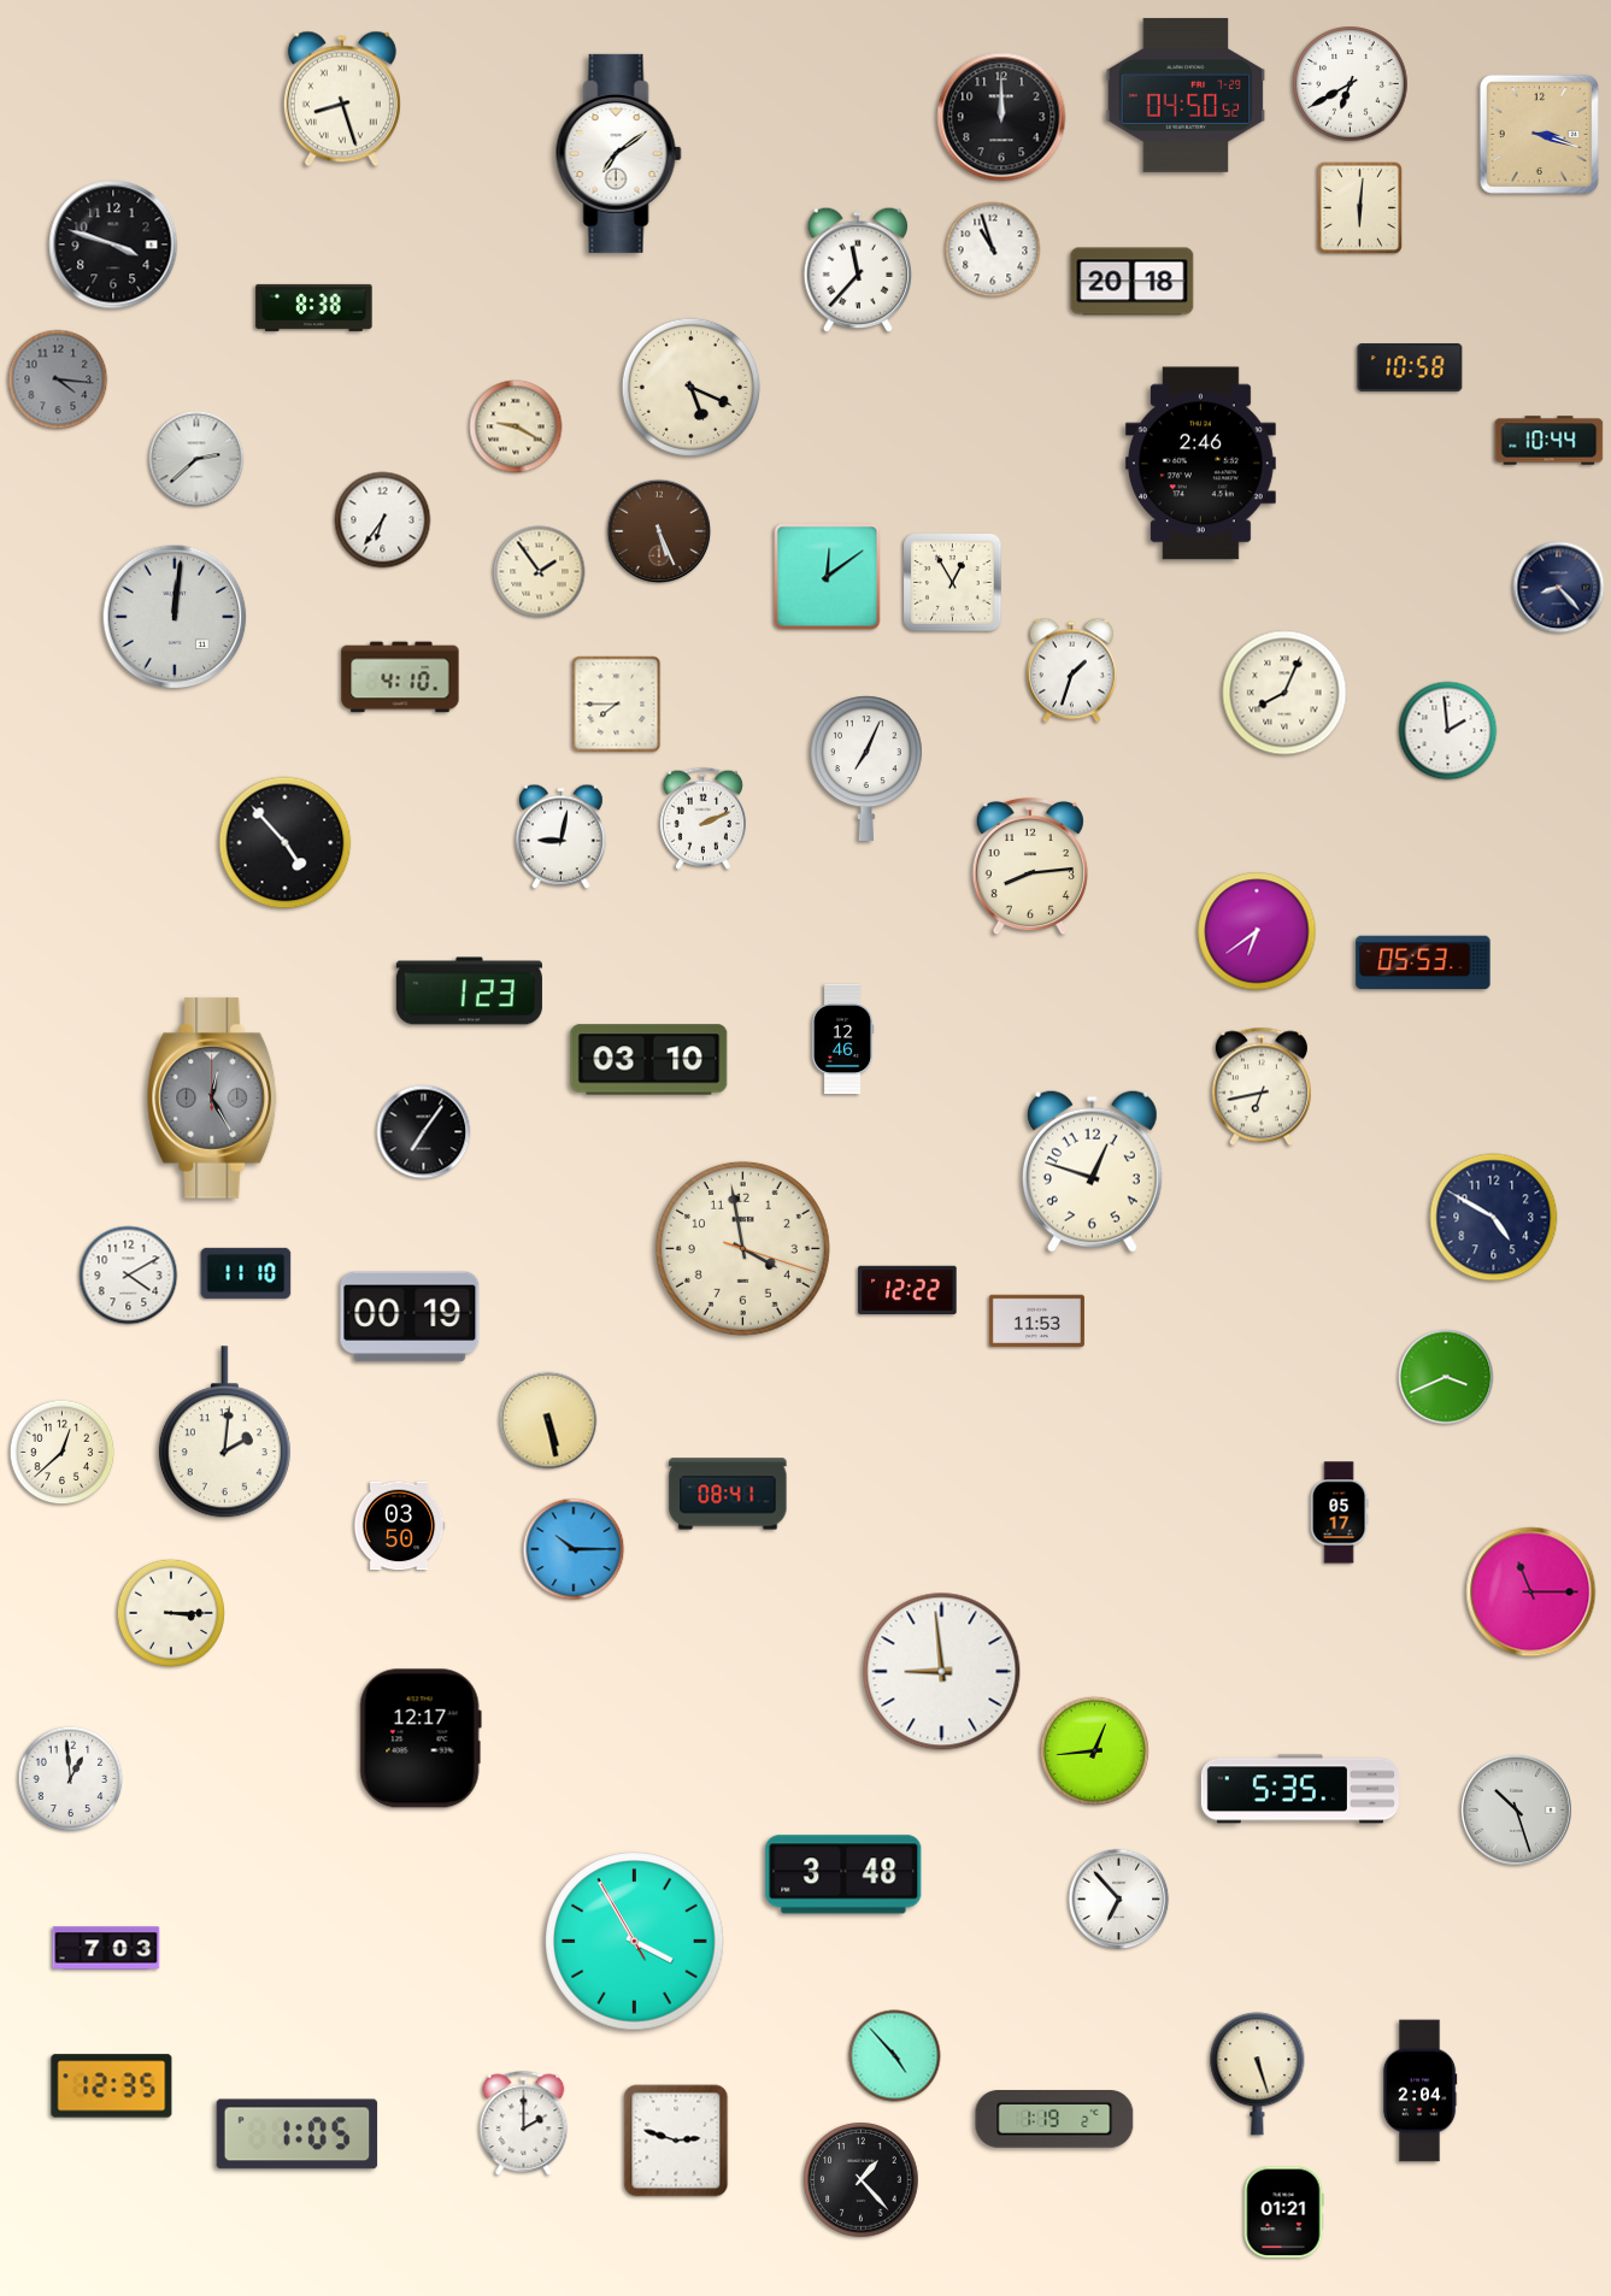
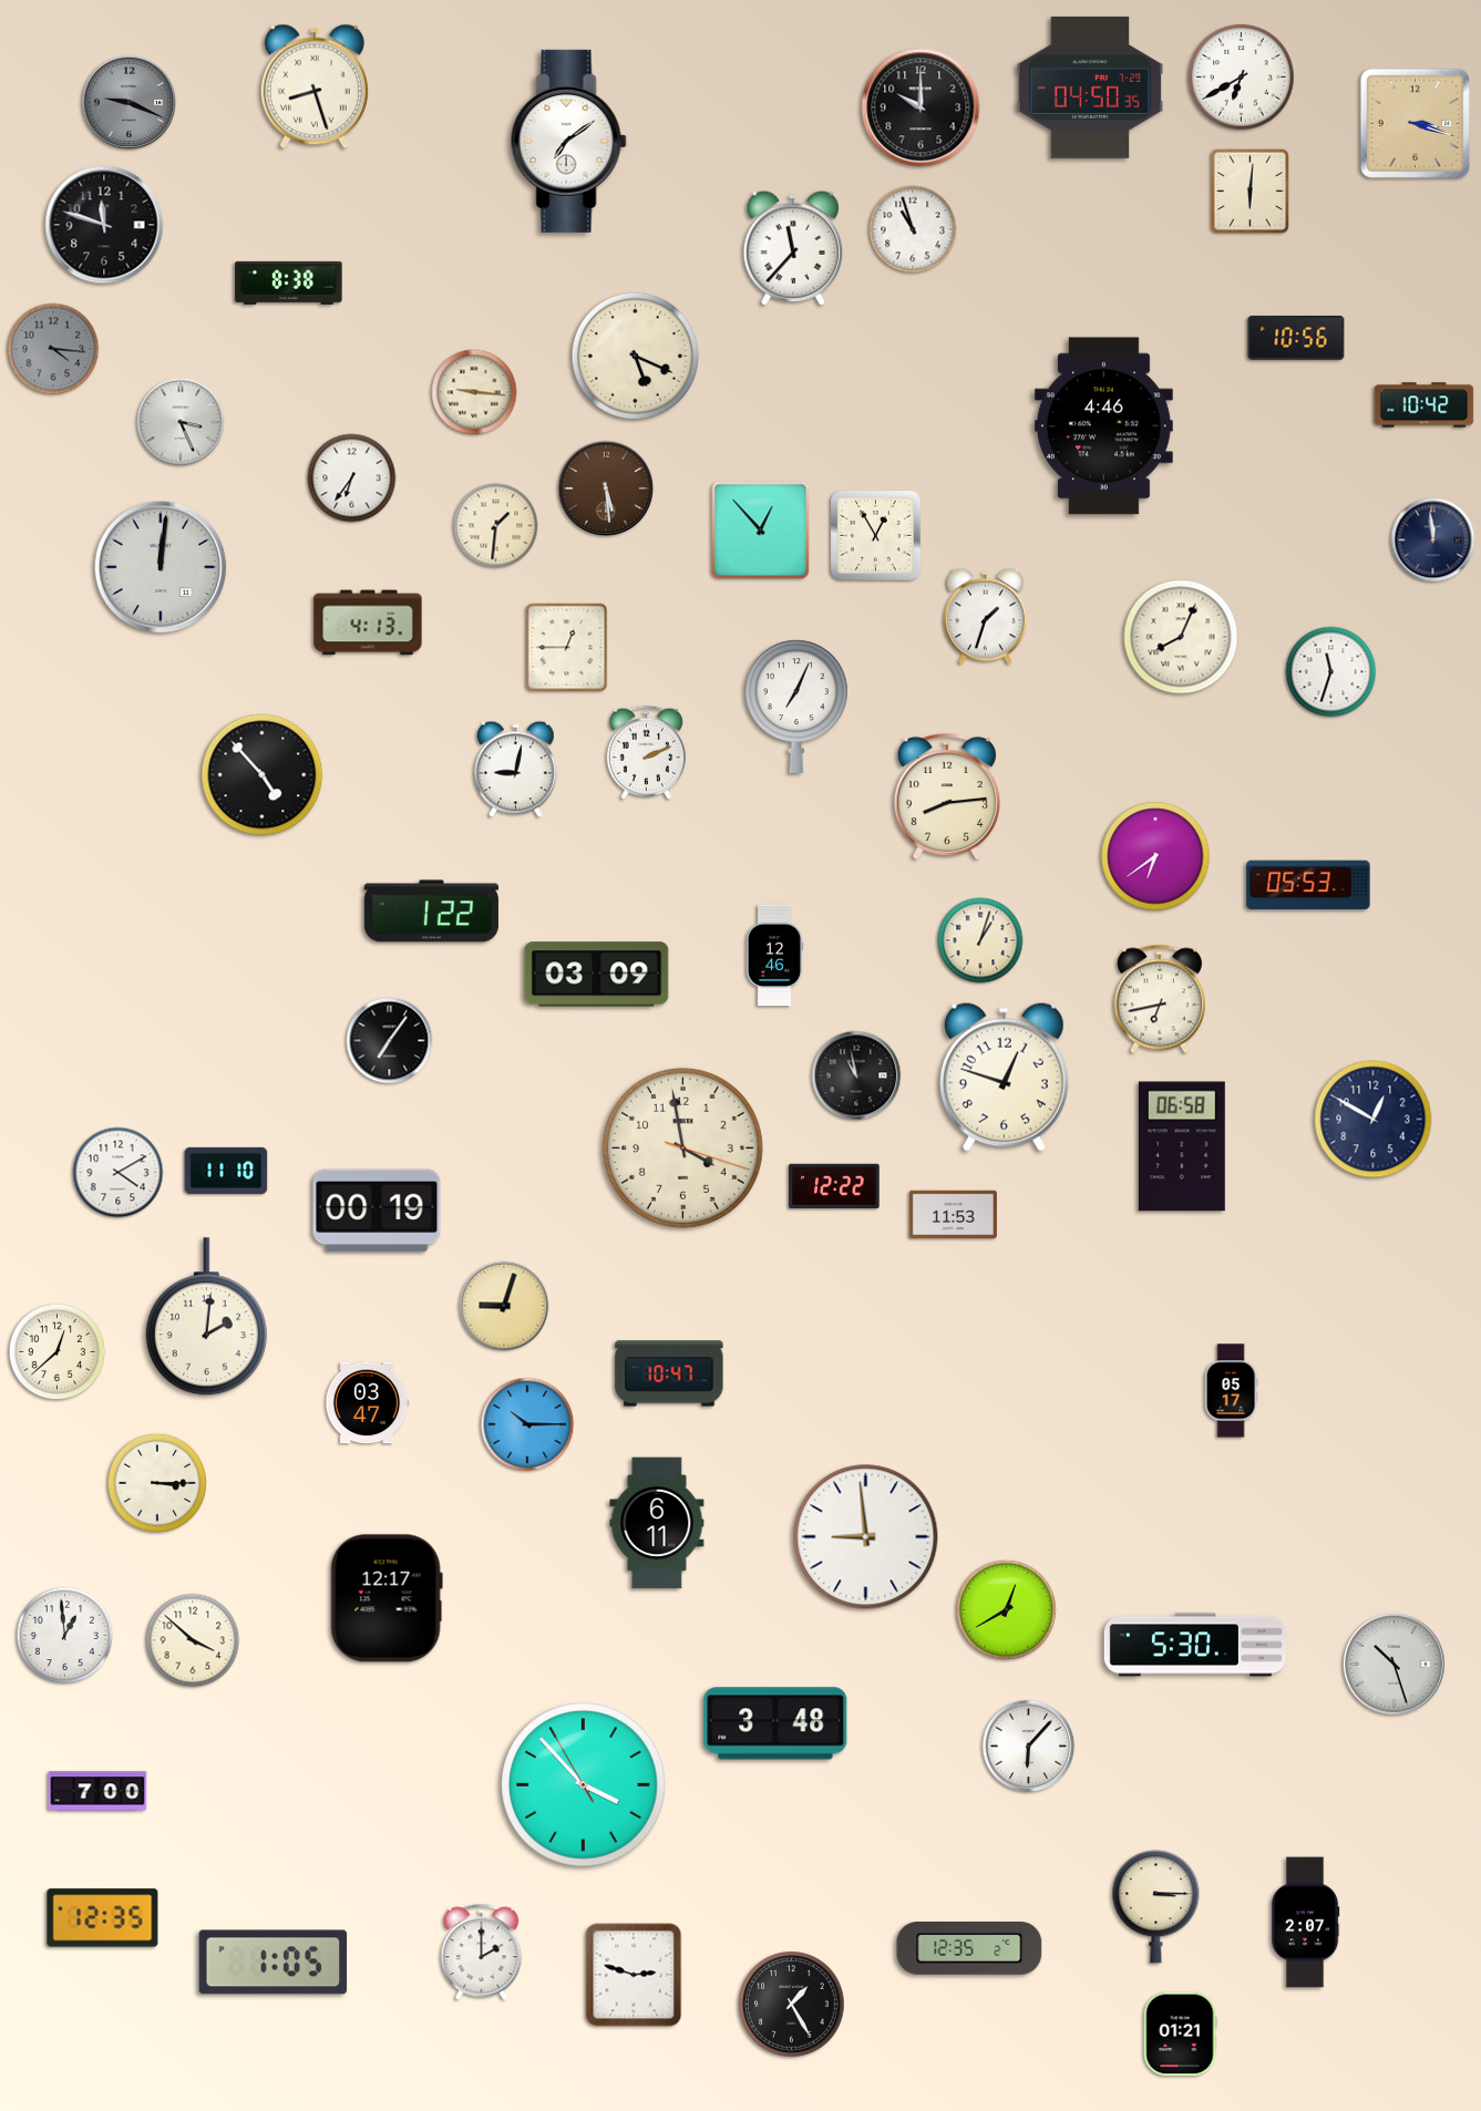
clock at (1186, 95): 04:50:52 -> 04:50:35
clock at (342, 99) position: (342, 99) -> (315, 86)
clock at (130, 103): none -> 9:19
clock at (1001, 117): 12:00 -> 10:00
clock at (113, 245): 3:48 -> 11:48
clock at (858, 270) position: (858, 270) -> (793, 248)
clock at (1133, 282): 20:18 -> none
clock at (1410, 369): 10:58 -> 10:56
clock at (516, 426): 9:20 -> 9:16
clock at (1550, 441): 10:44 -> 10:42
clock at (196, 459): 2:38 -> 3:26
clock at (1200, 464): 2:46 -> 4:46
clock at (659, 531): 5:26 -> 5:29
clock at (540, 572): 1:54 -> 1:31
clock at (828, 577): 12:09 -> 12:53
clock at (1559, 588): 8:23 -> 11:59
clock at (400, 677): 4:10 -> 4:13
clock at (617, 705): 7:45 -> 12:45
clock at (1448, 731): 1:59 -> 11:33
clock at (469, 991): 1:23 -> 1:22
clock at (980, 940): none -> 1:03
clock at (649, 1060): 03:10 -> 03:09
clock at (213, 1097): 12:25 -> none
clock at (856, 1075): none -> 10:58
clock at (1494, 1218): 4:50 -> 12:50
clock at (1182, 1146): none -> 06:58
clock at (1446, 1377): 3:41 -> none
clock at (548, 1420): 5:28 -> 9:03
clock at (63, 1453) position: (63, 1453) -> (58, 1352)
clock at (728, 1494): 08:41 -> 10:47
clock at (399, 1526): 03:50 -> 03:47
clock at (1531, 1593): 11:15 -> none
clock at (657, 1523): none -> 6:11
clock at (1094, 1750): 12:44 -> 12:40
clock at (193, 1640): none -> 3:52
clock at (1300, 1789): 5:35 -> 5:30
clock at (1119, 1900): 6:53 -> 6:07
clock at (635, 1942): 3:54 -> 3:52
clock at (106, 1948): 7:03 -> 7:00
clock at (895, 2056): 4:53 -> none
clock at (1258, 2074): 5:27 -> 3:15
clock at (1419, 2091): 2:04 -> 2:07
clock at (1054, 2120): 1:19 -> 12:35
clock at (676, 2141) position: (676, 2141) -> (634, 1975)
clock at (862, 2180): 1:23 -> 1:25
